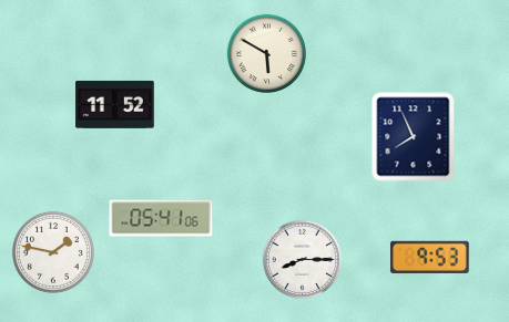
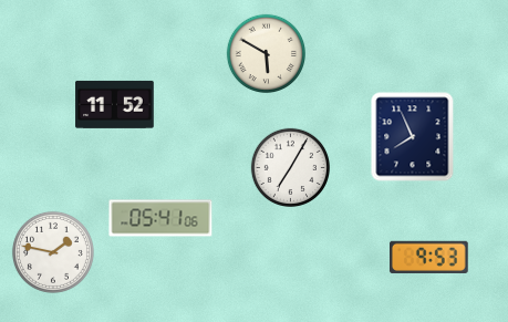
clock at (290, 167): none -> 7:05
clock at (302, 259): 8:15 -> none
